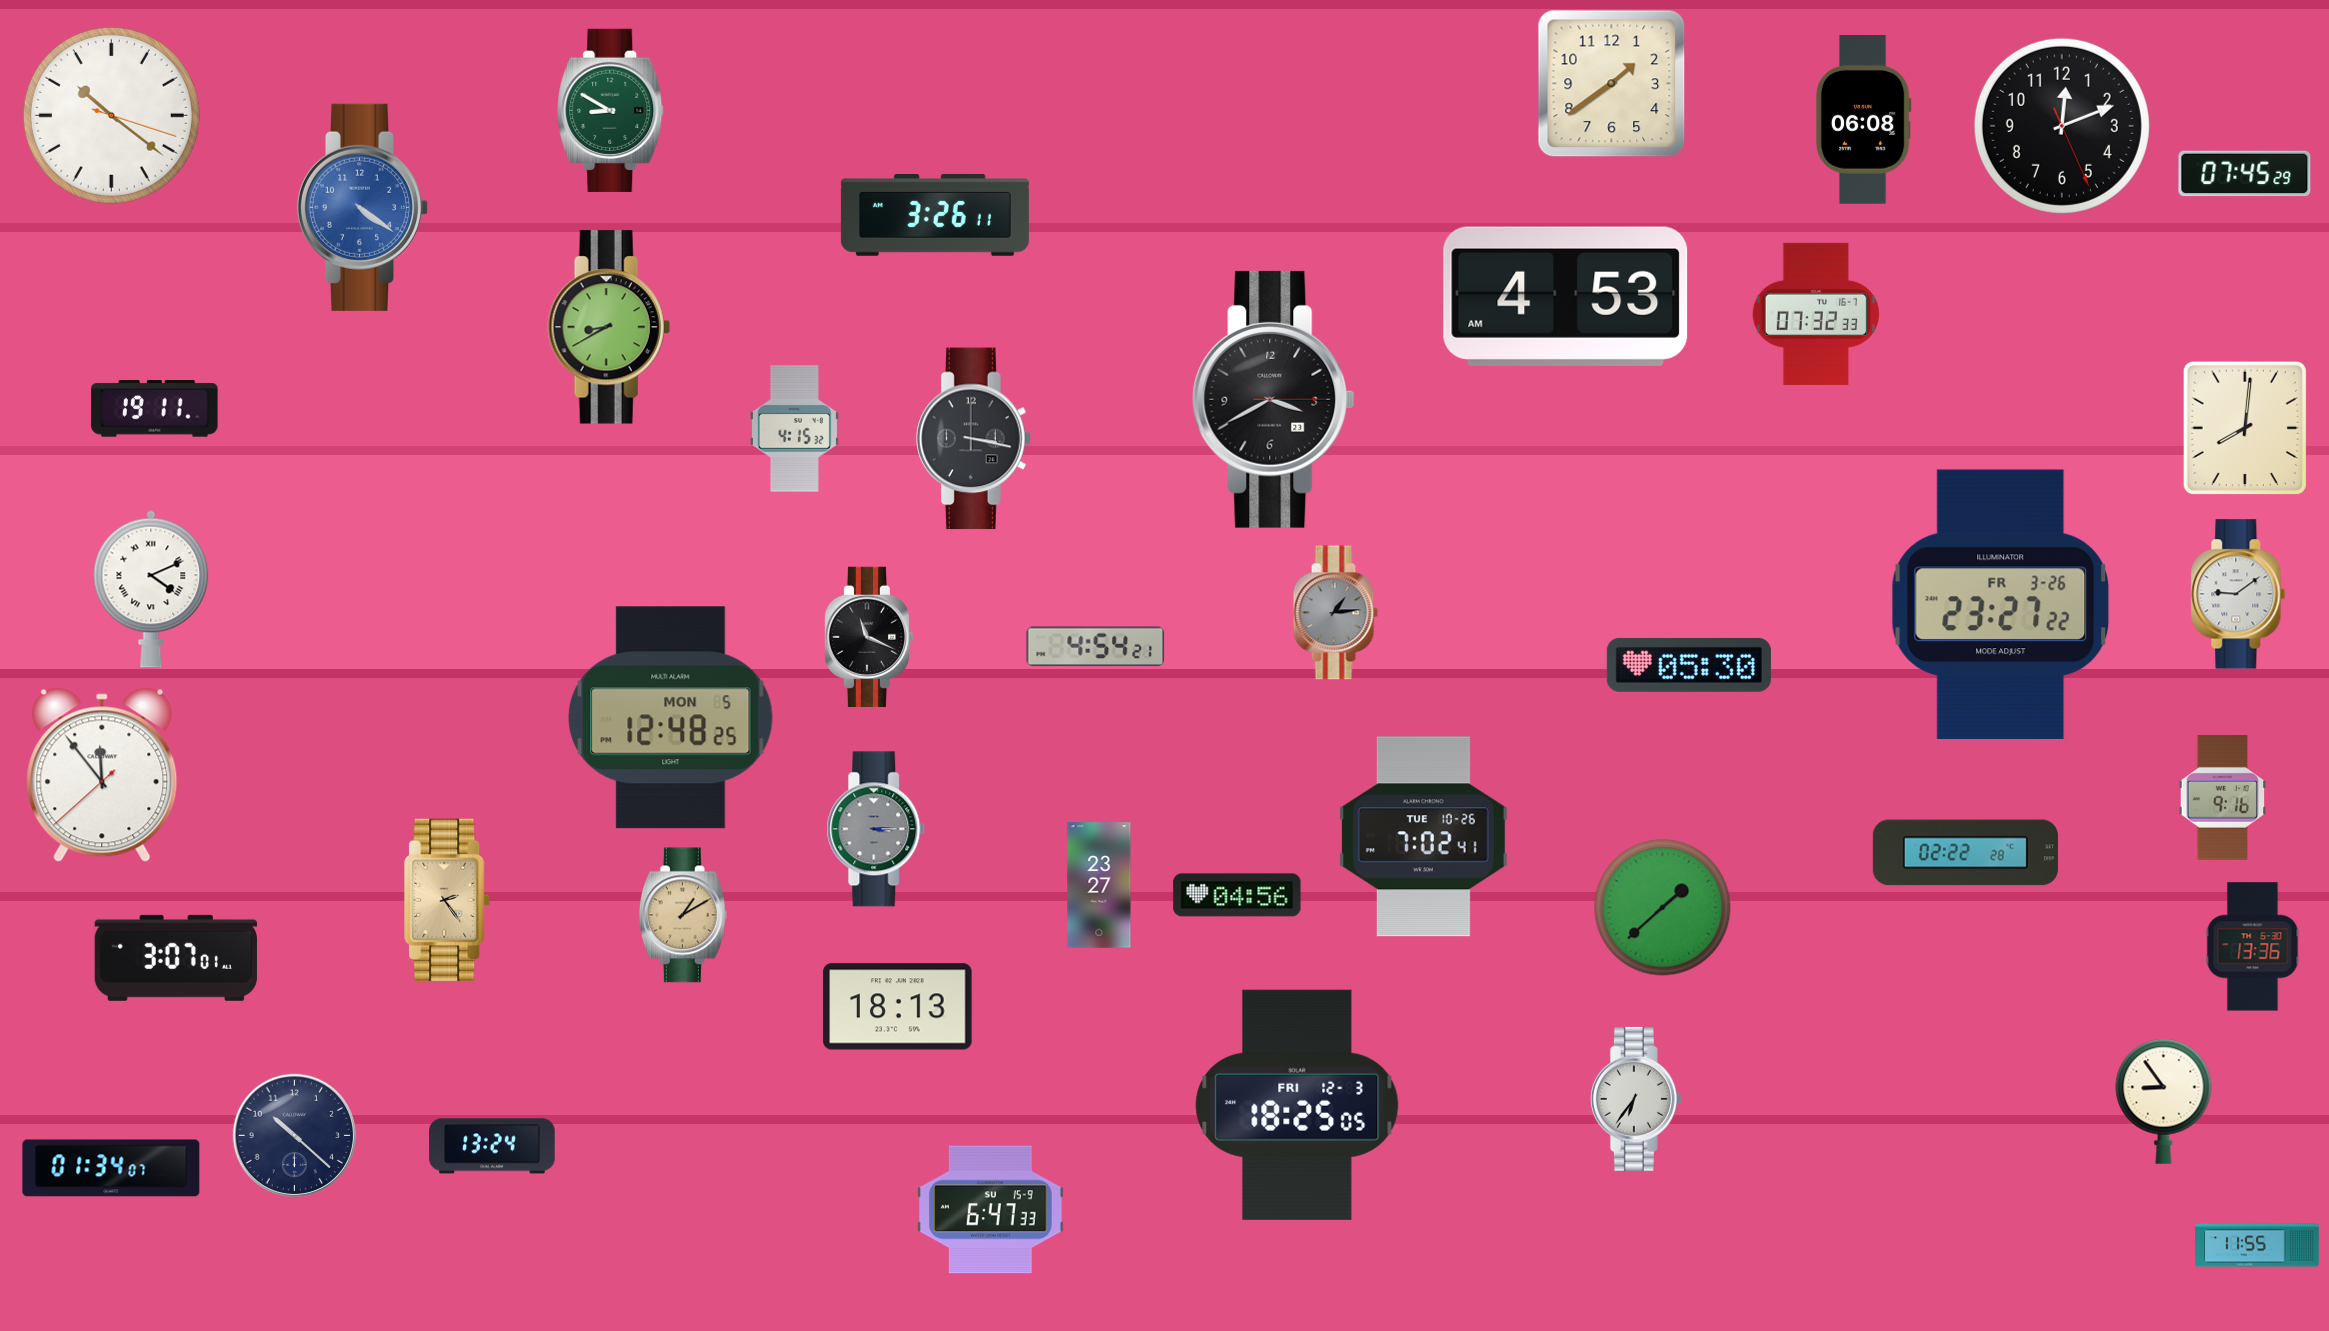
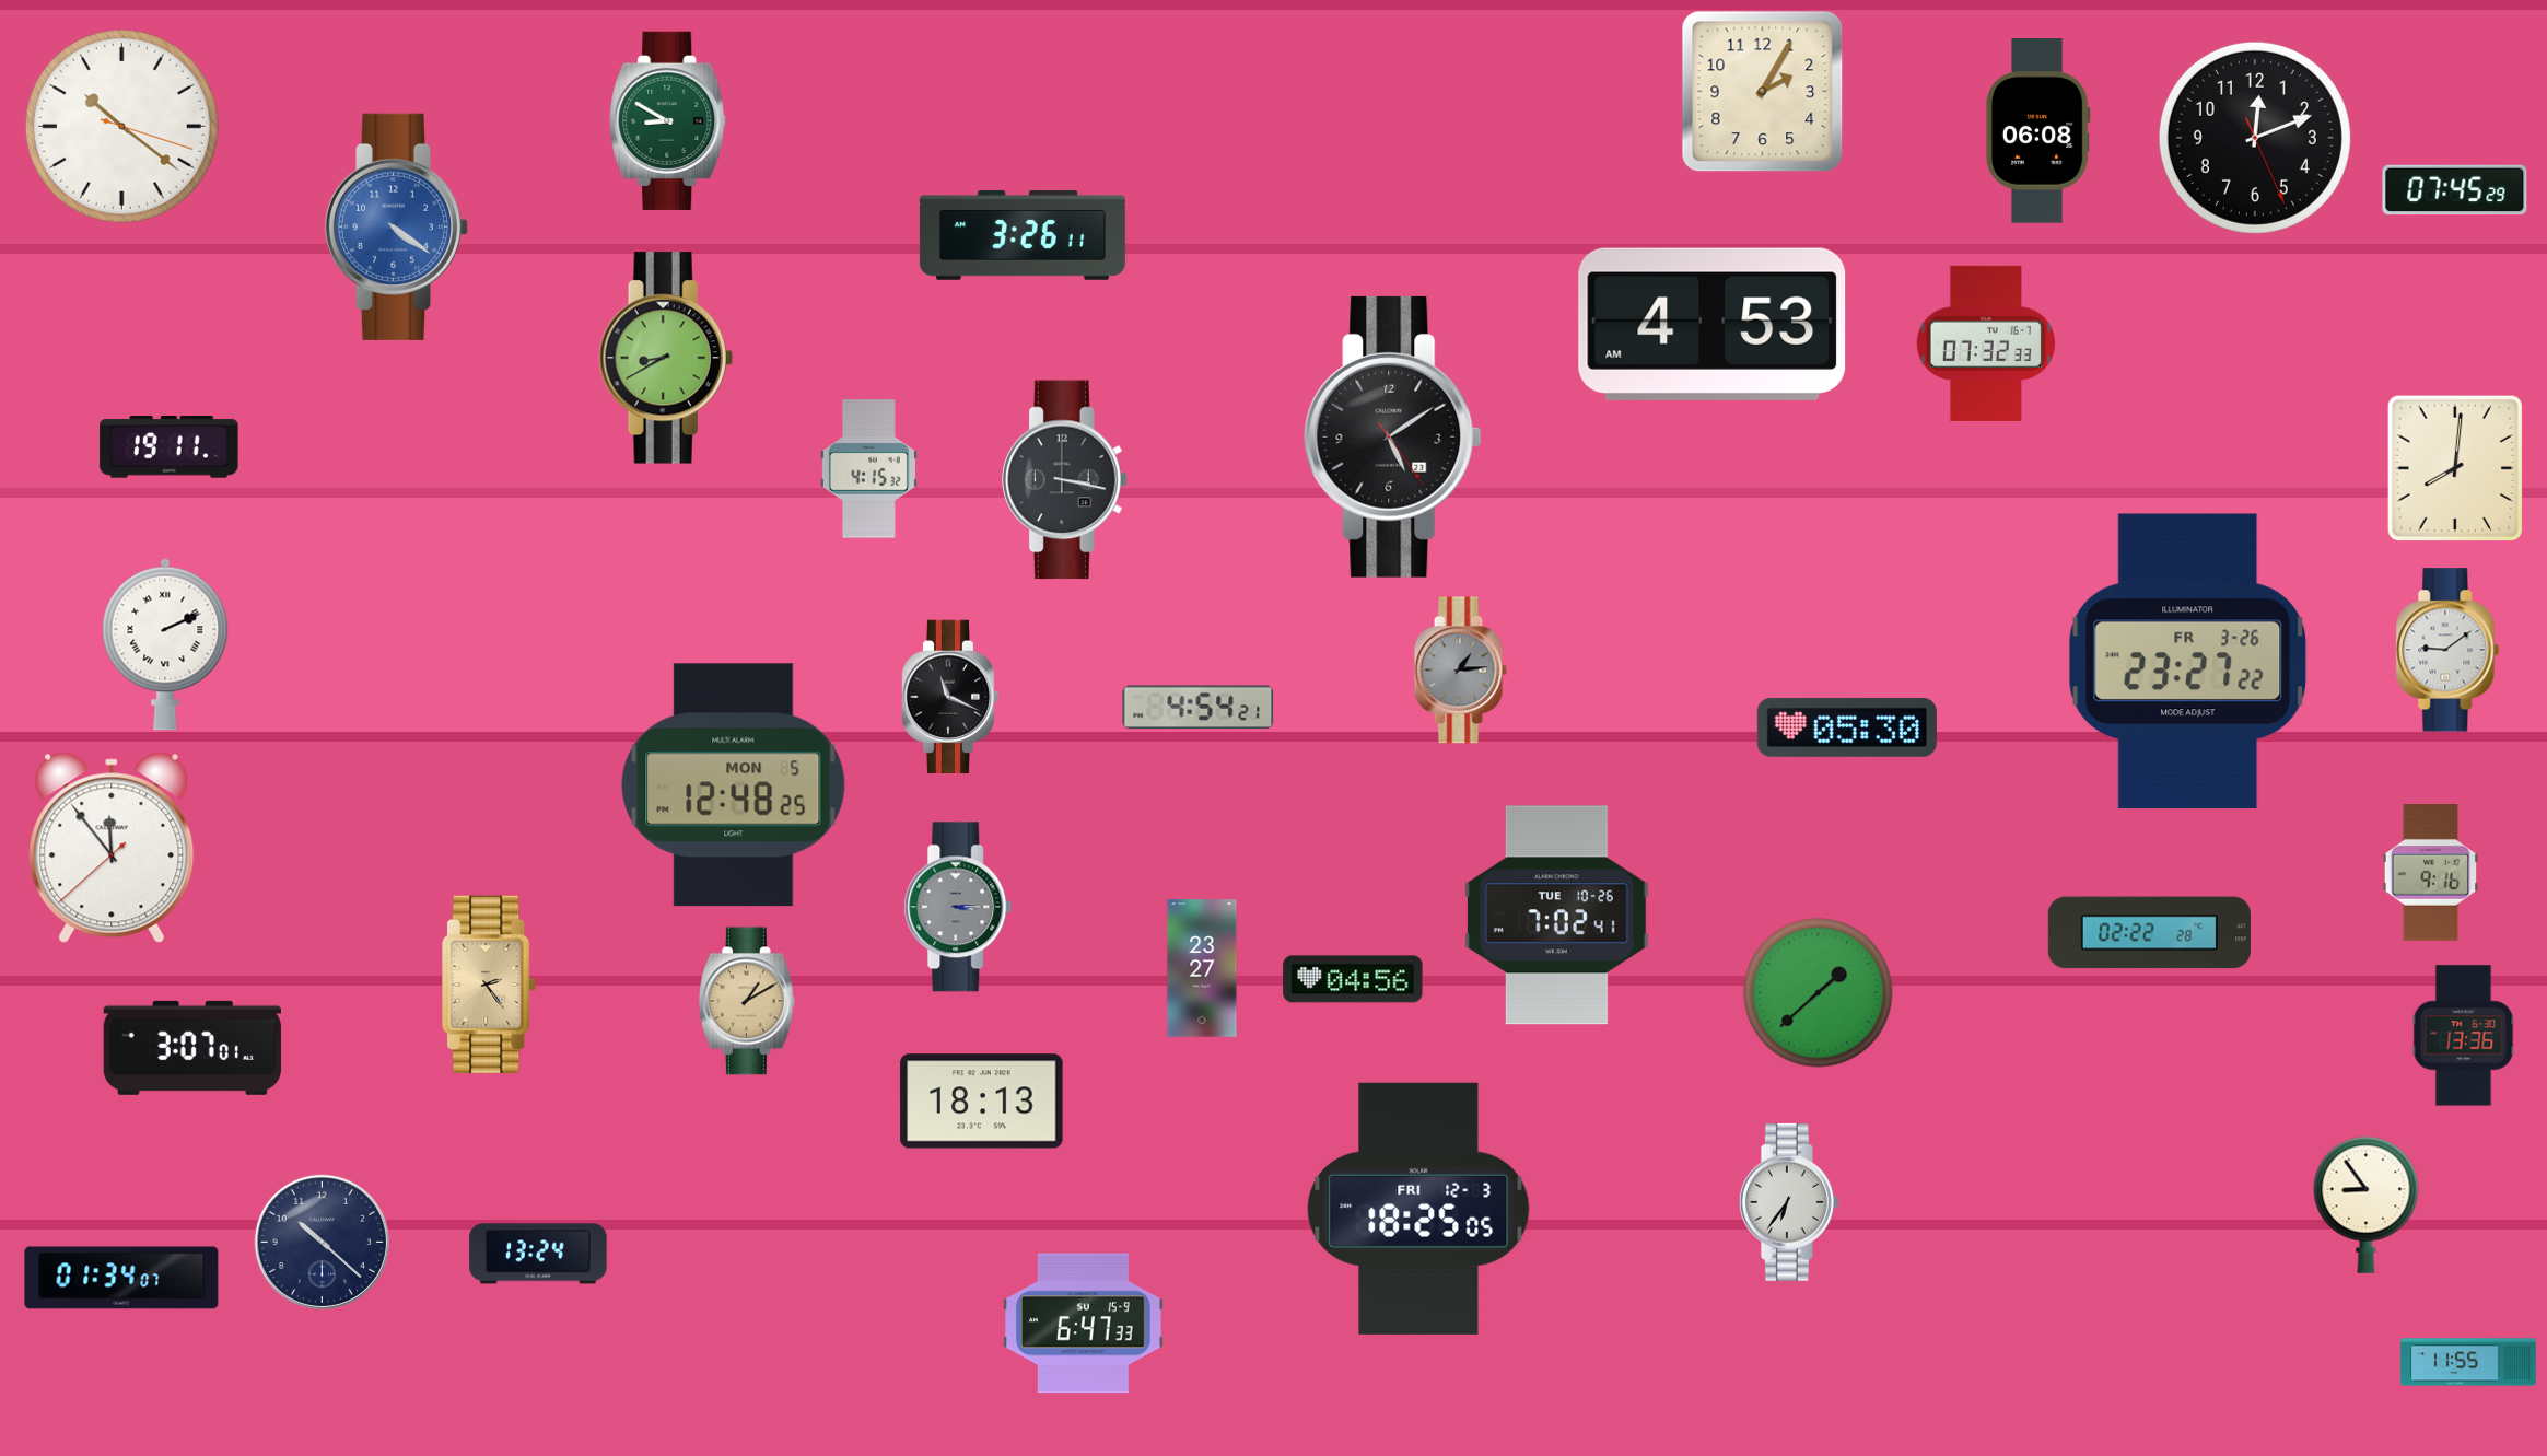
clock at (1612, 84): 1:39 -> 2:05
clock at (1274, 399): 3:40 -> 5:09
clock at (151, 589): 4:11 -> 2:11
